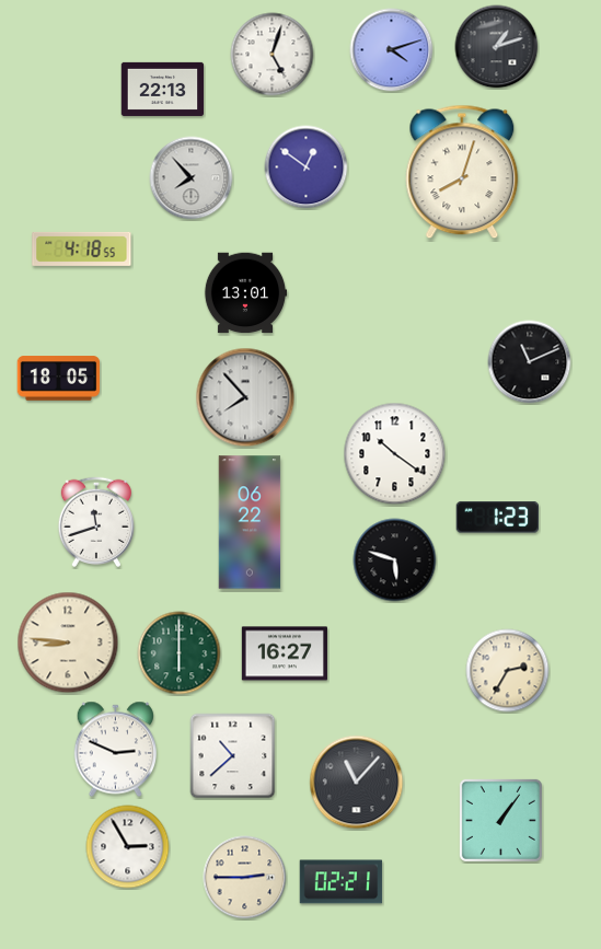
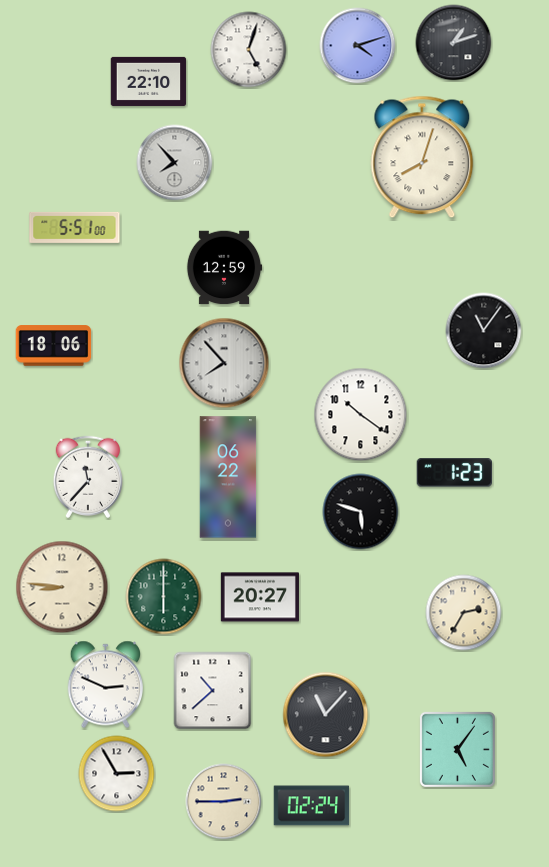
clock at (163, 89): 22:13 -> 22:10
clock at (307, 167): 12:51 -> none
clock at (82, 248): 4:18 -> 5:51
clock at (245, 293): 13:01 -> 12:59
clock at (530, 362): 11:11 -> 11:06
clock at (59, 379): 18:05 -> 18:06
clock at (95, 522): 11:42 -> 11:37
clock at (285, 653): 16:27 -> 20:27
clock at (500, 820): 1:06 -> 5:06
clock at (342, 882): 02:21 -> 02:24
